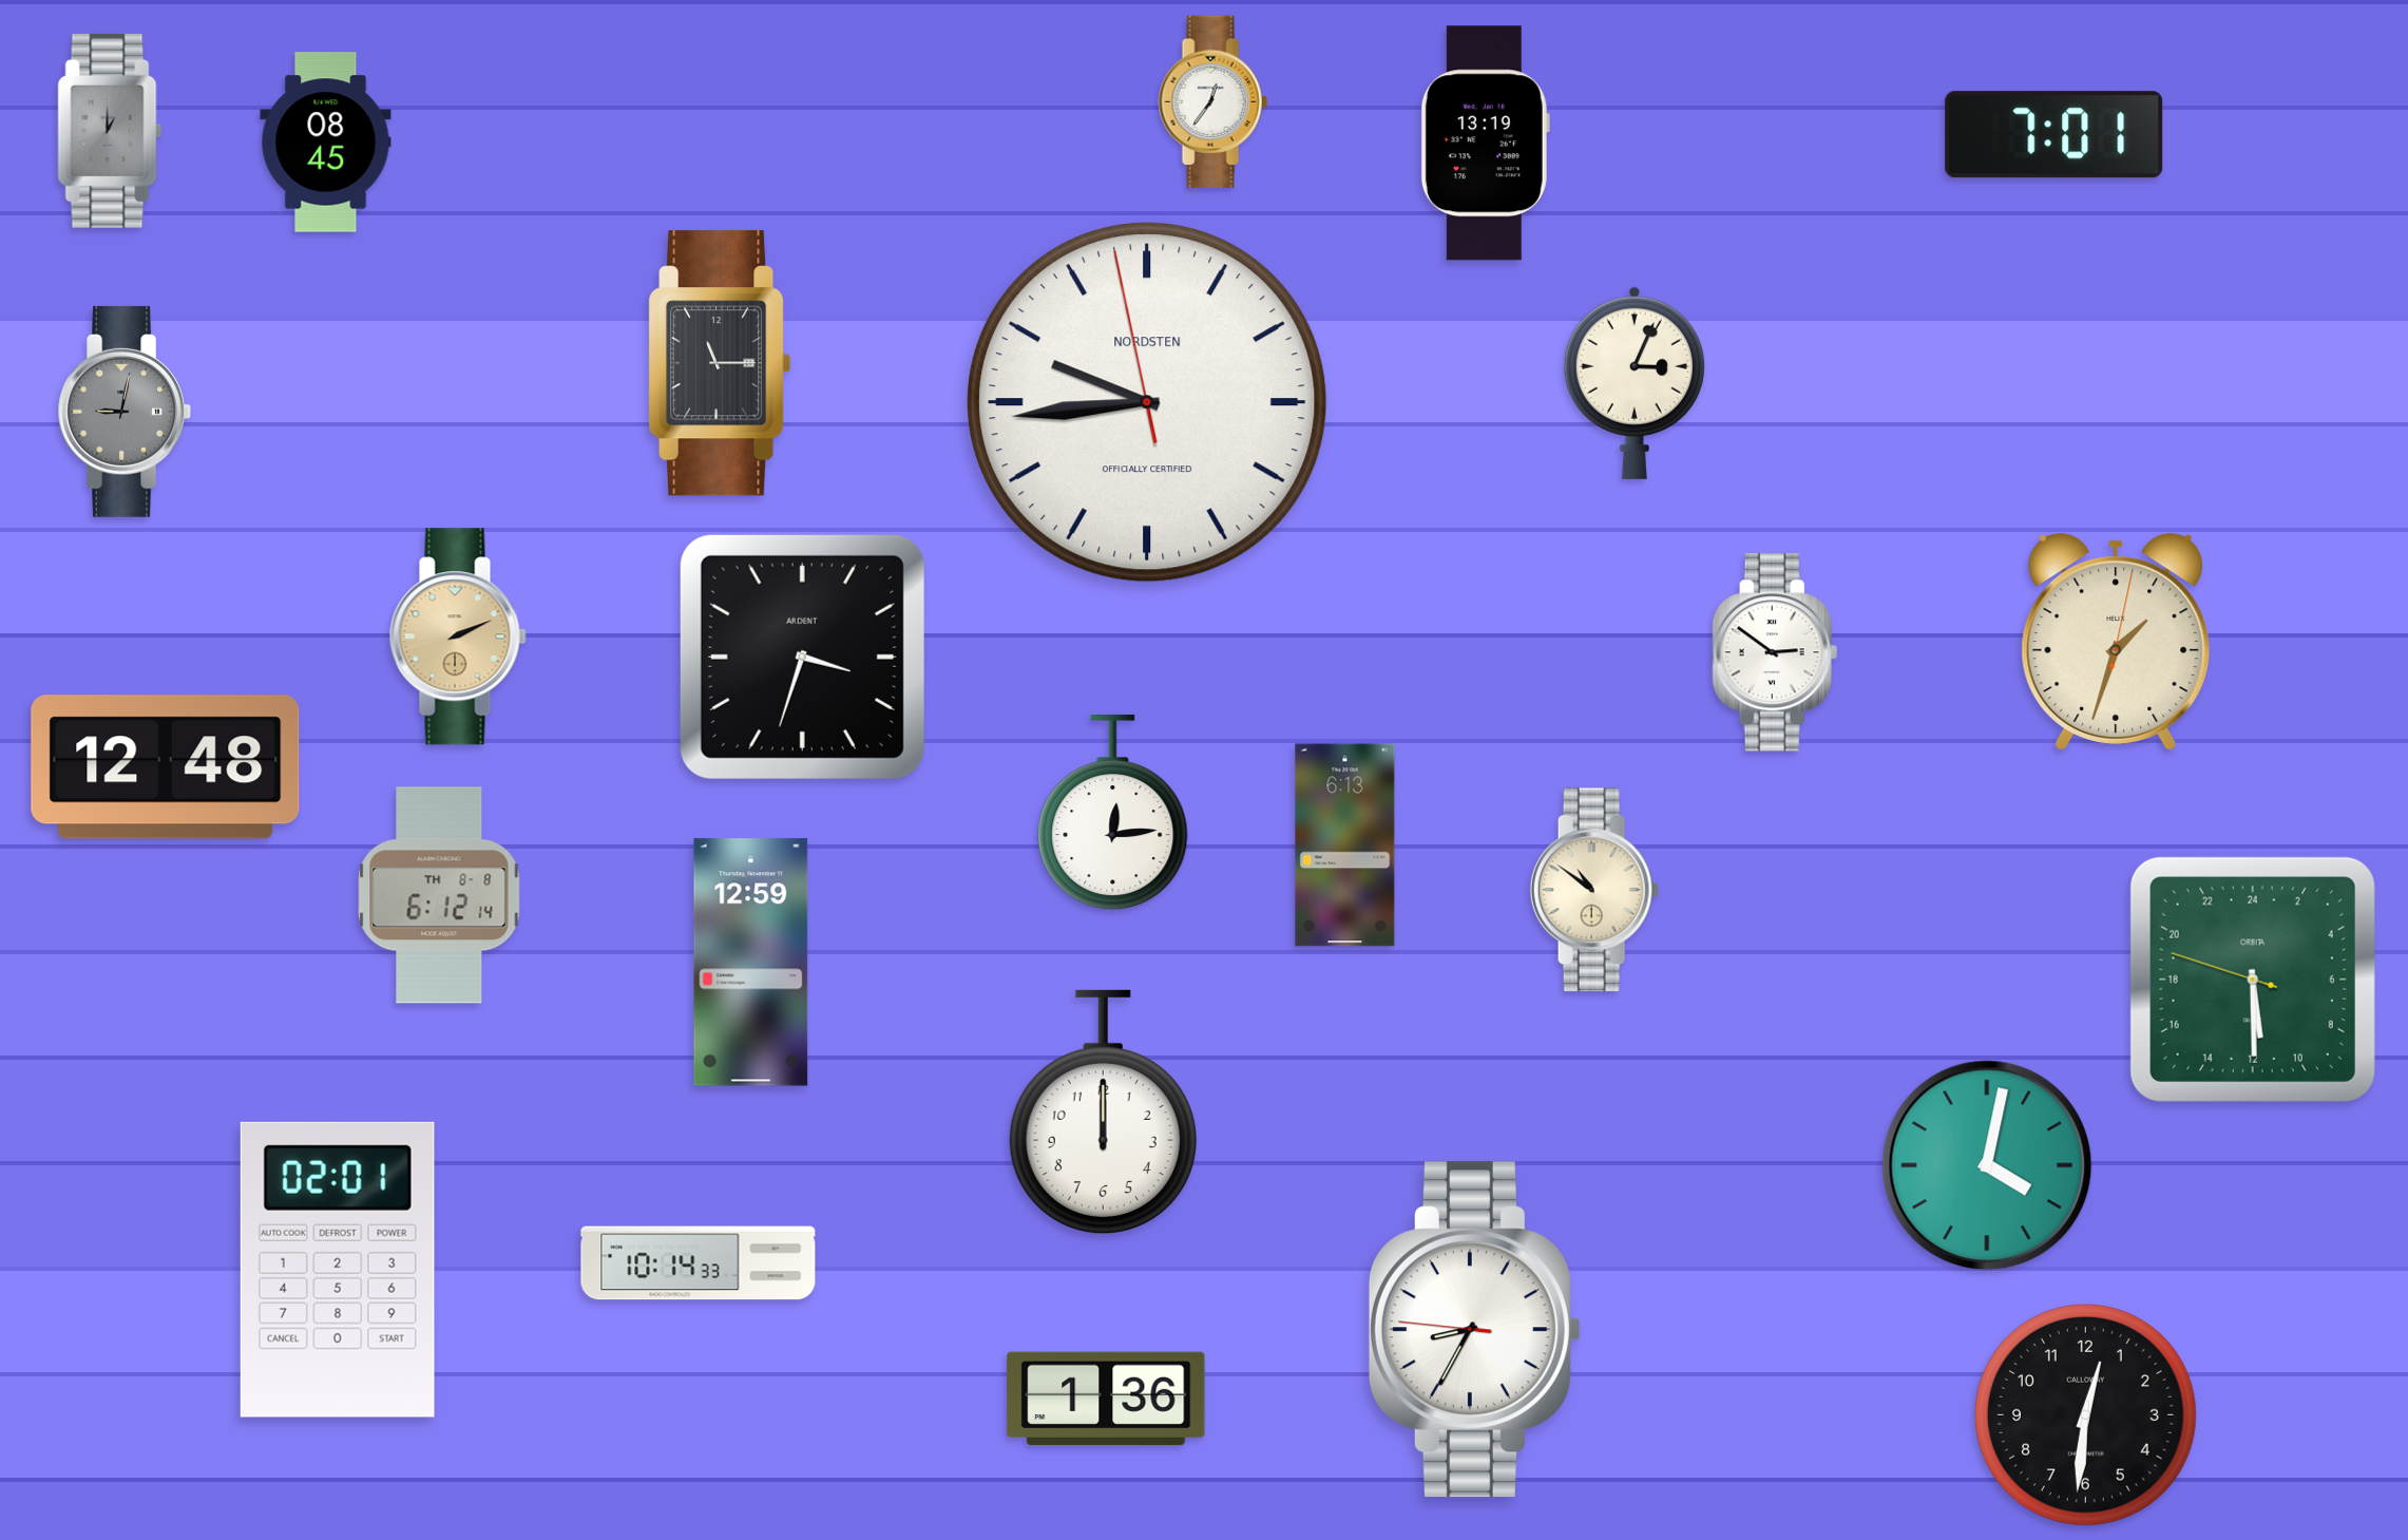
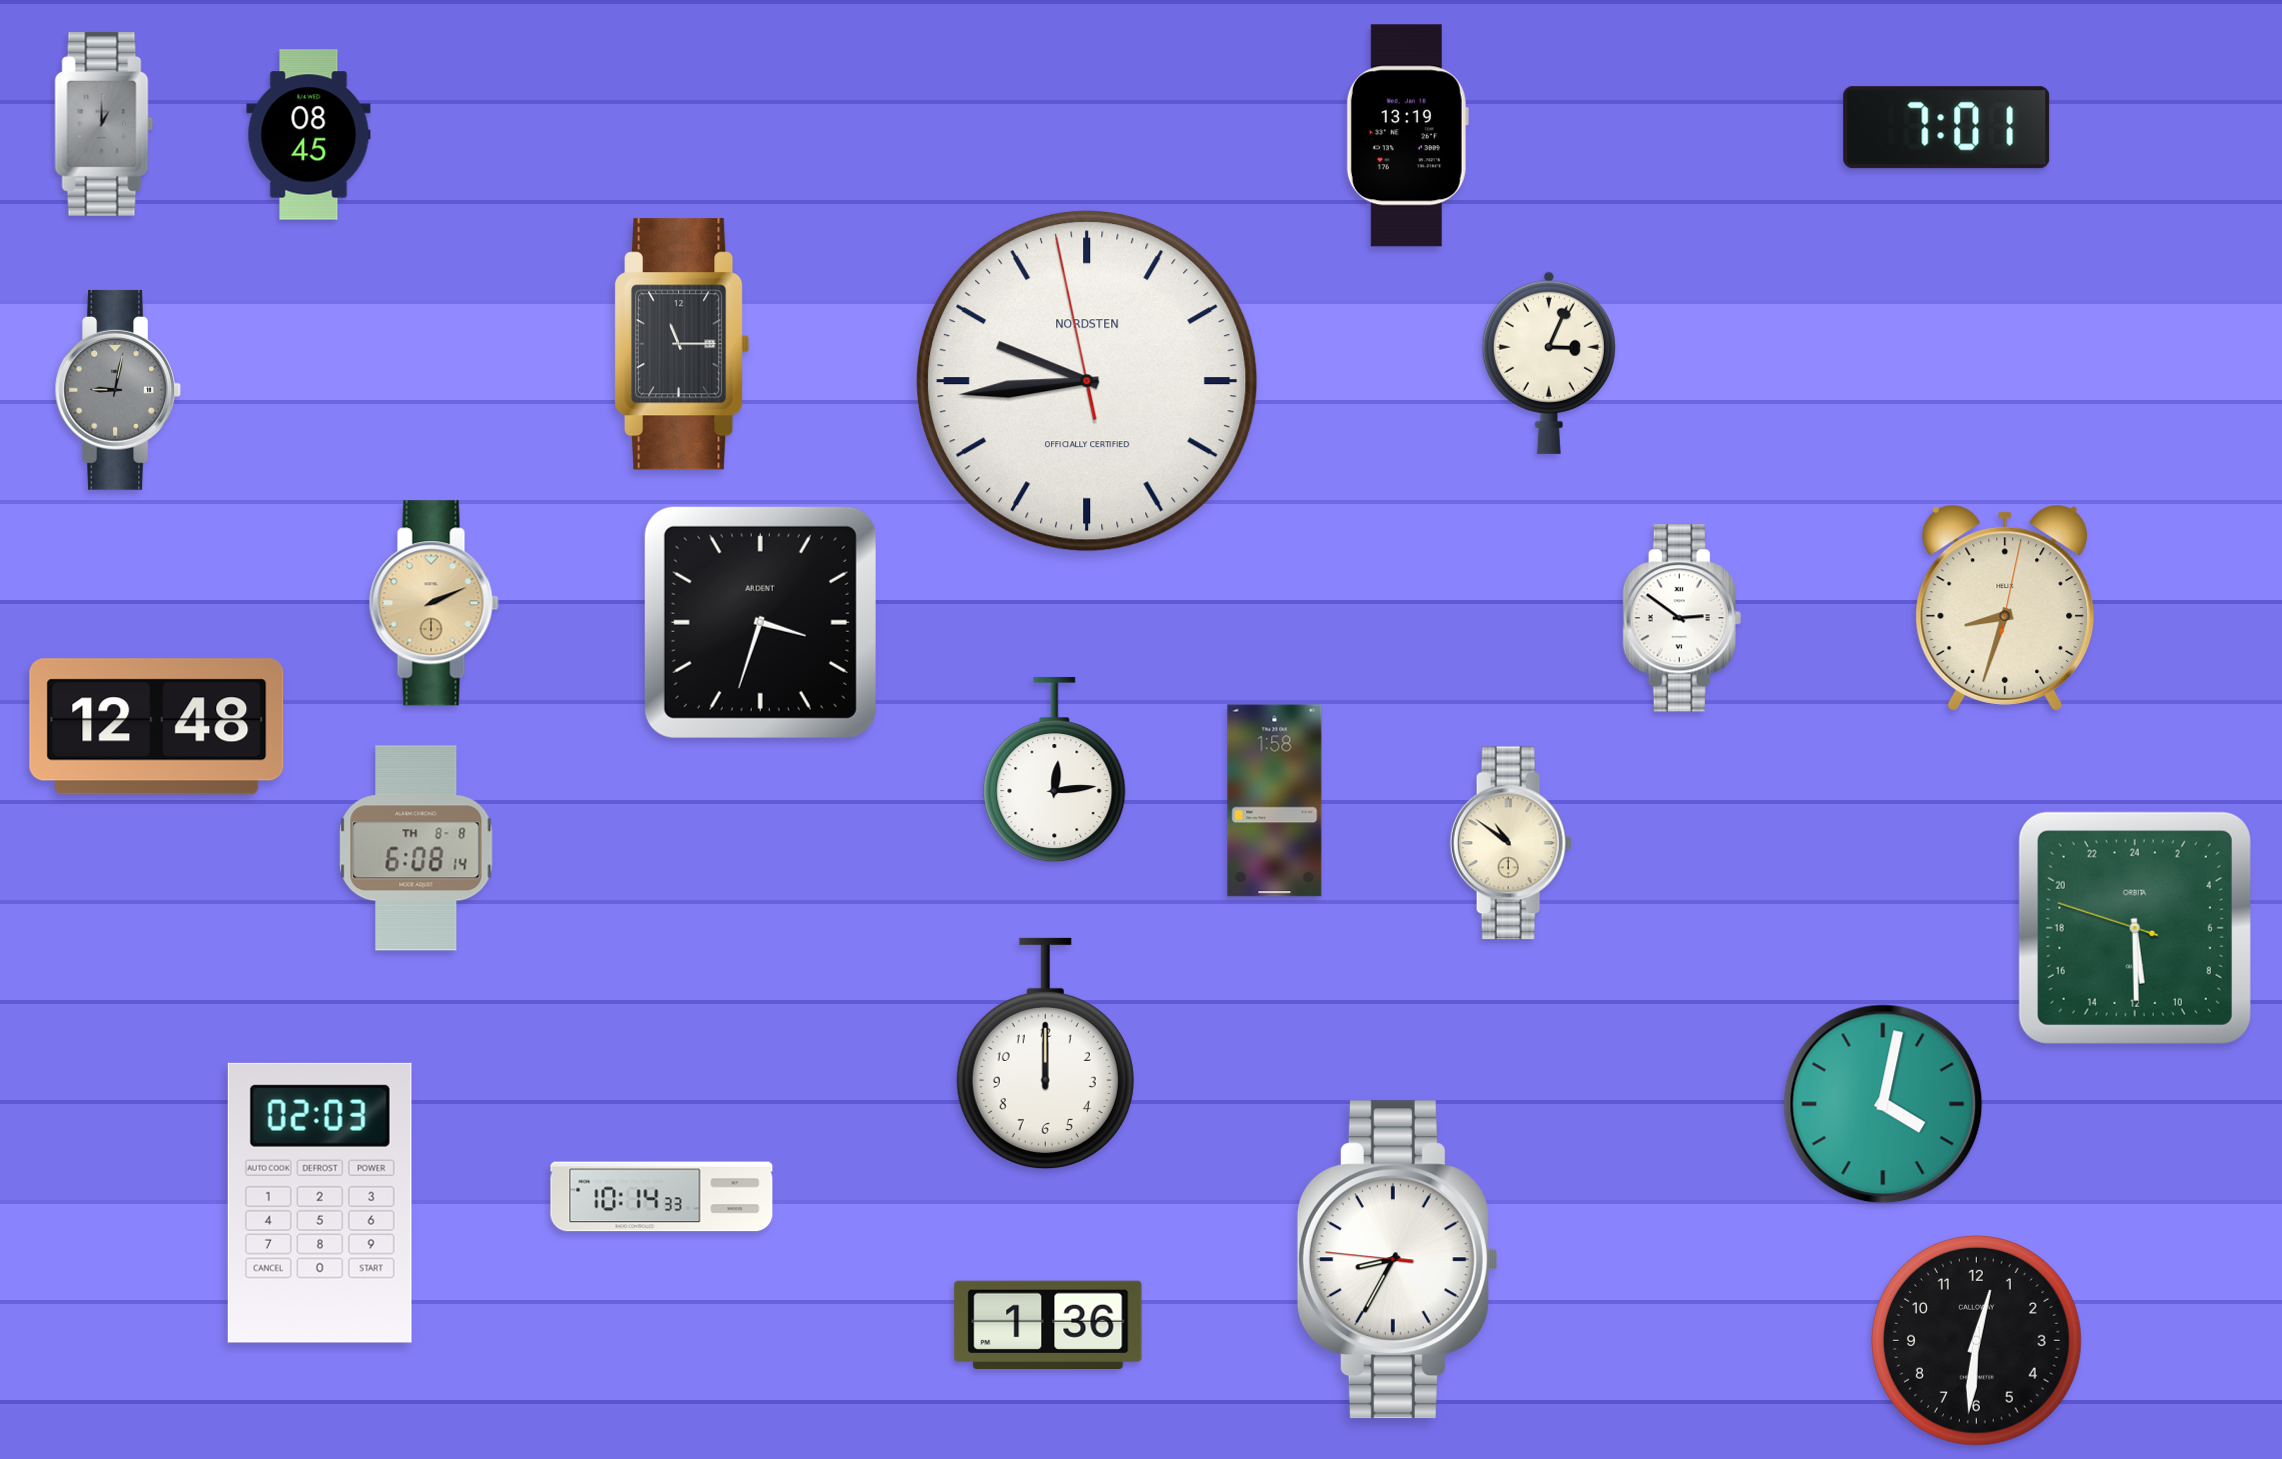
clock at (1212, 102): 12:36 -> none
clock at (2116, 642): 1:33 -> 8:33
clock at (1345, 845): 6:13 -> 1:58
clock at (439, 895): 6:12 -> 6:08
clock at (751, 963): 12:59 -> none
clock at (338, 1270): 02:01 -> 02:03
